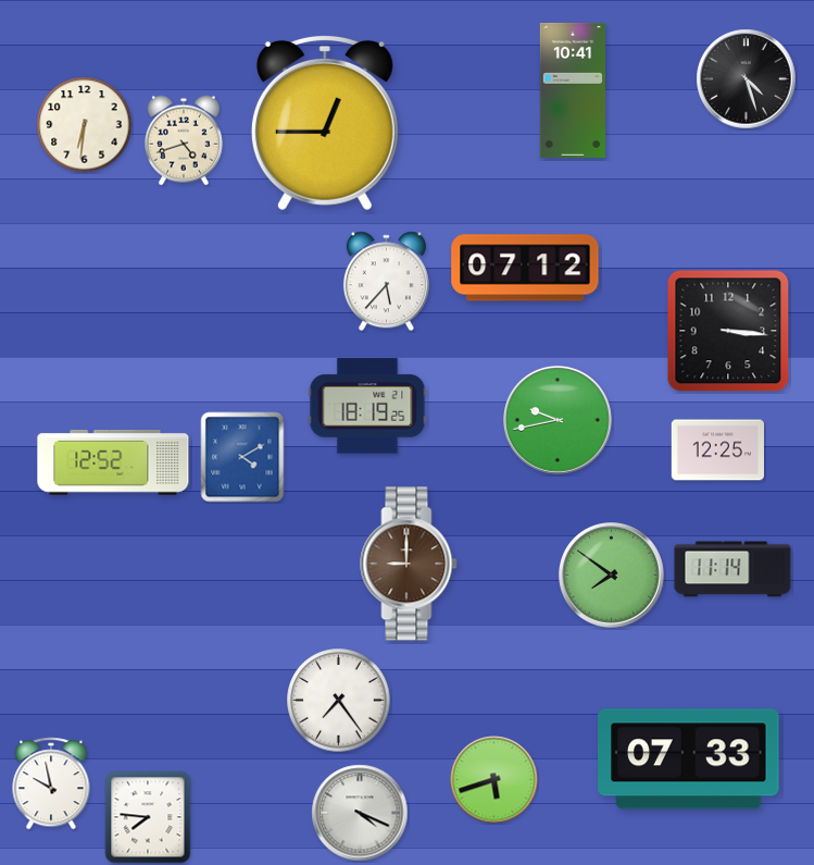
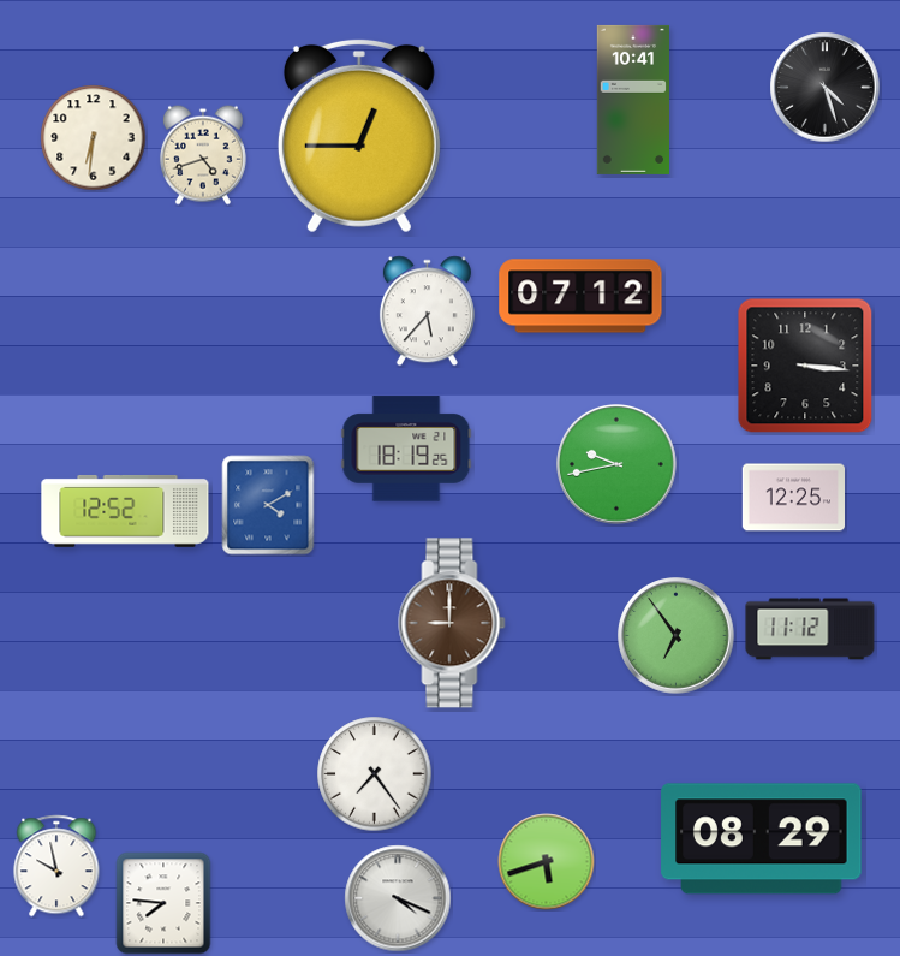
clock at (732, 569): 11:14 -> 11:12
clock at (612, 576): 7:51 -> 6:54
clock at (689, 759): 07:33 -> 08:29
